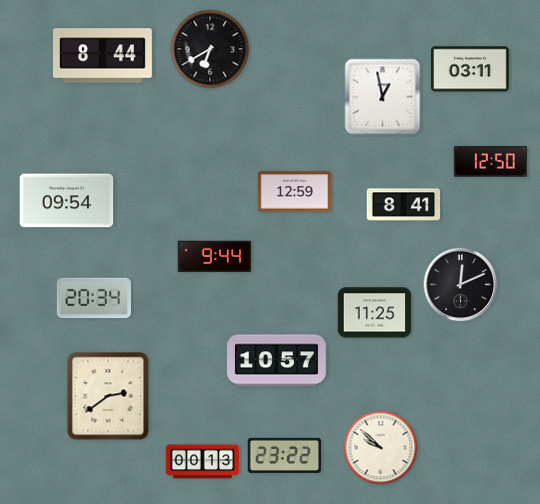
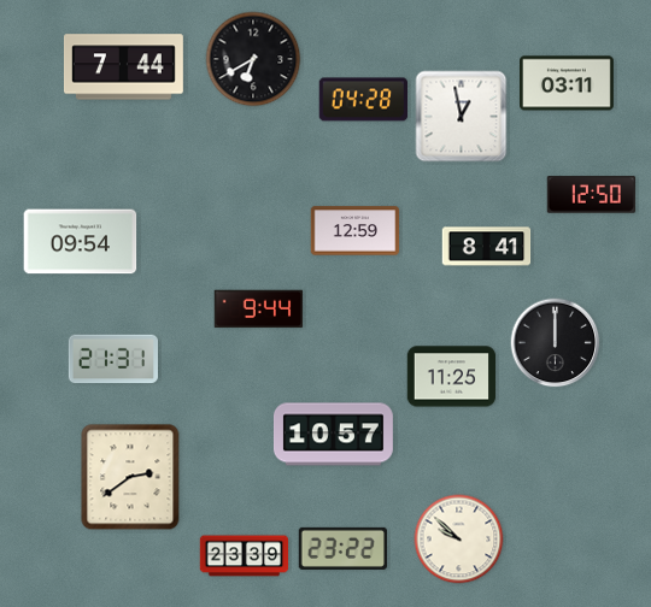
clock at (102, 56): 8:44 -> 7:44
clock at (363, 100): none -> 04:28
clock at (461, 285): 12:11 -> 12:00
clock at (93, 298): 20:34 -> 21:31
clock at (203, 462): 00:13 -> 23:39
